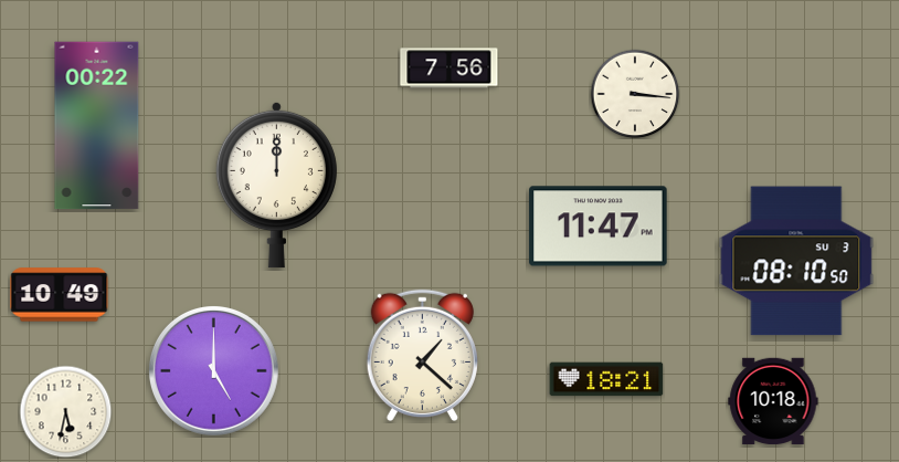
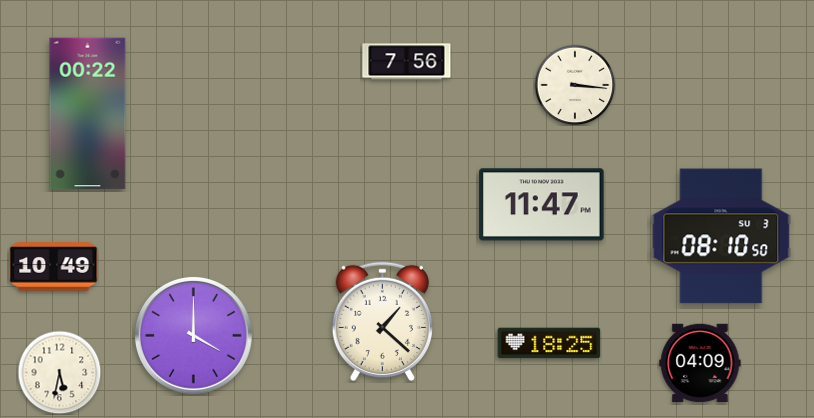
clock at (276, 185): 12:00 -> none
clock at (213, 370): 5:00 -> 4:00
clock at (606, 379): 18:21 -> 18:25
clock at (773, 401): 10:18 -> 04:09
